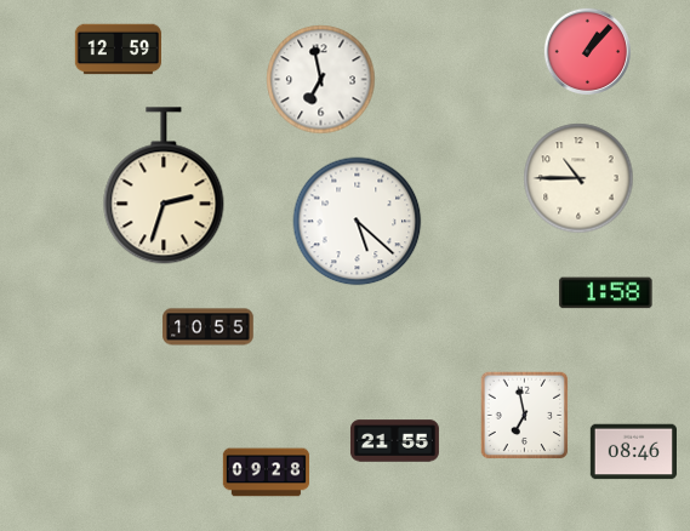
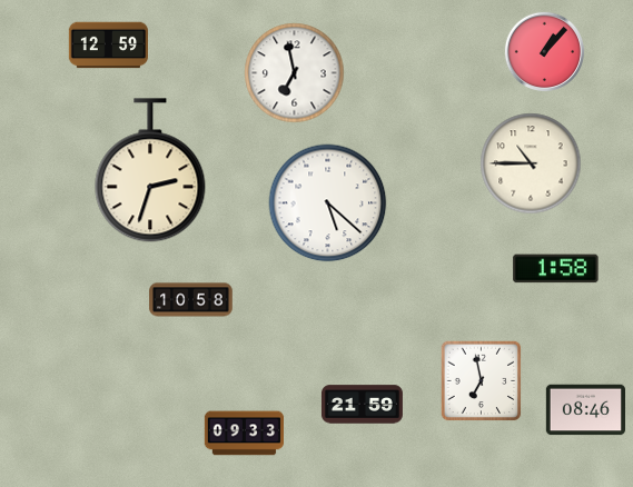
clock at (588, 52) position: (588, 52) -> (545, 52)
clock at (209, 327): 10:55 -> 10:58
clock at (394, 441): 21:55 -> 21:59
clock at (633, 452) position: (633, 452) -> (585, 410)
clock at (266, 473): 09:28 -> 09:33
